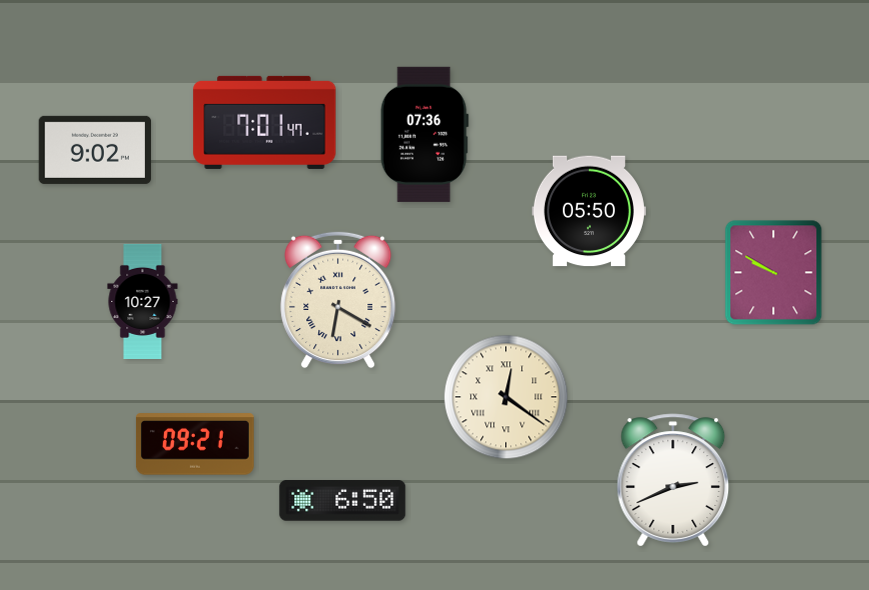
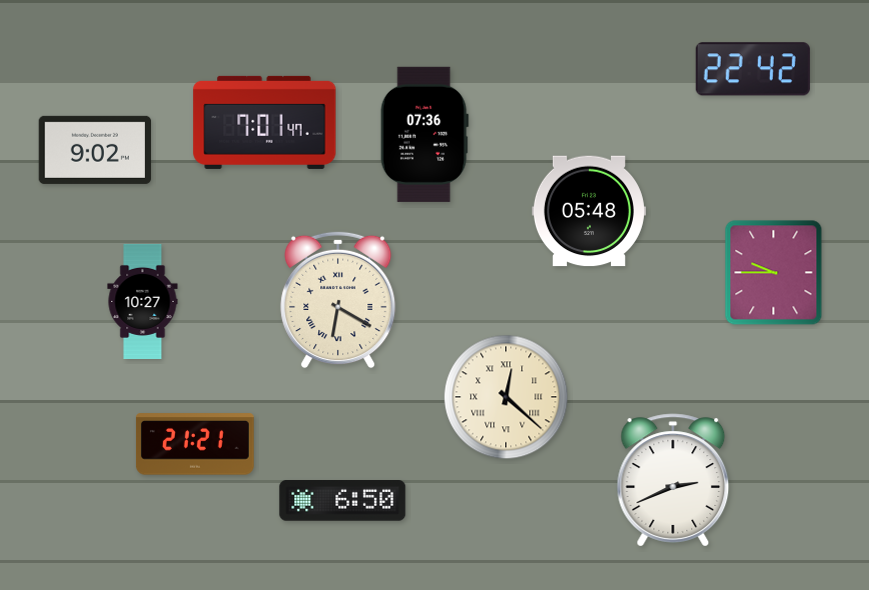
clock at (753, 69): none -> 22:42
clock at (589, 211): 05:50 -> 05:48
clock at (774, 273): 9:50 -> 9:45
clock at (506, 397): 12:21 -> 12:22
clock at (195, 444): 09:21 -> 21:21
